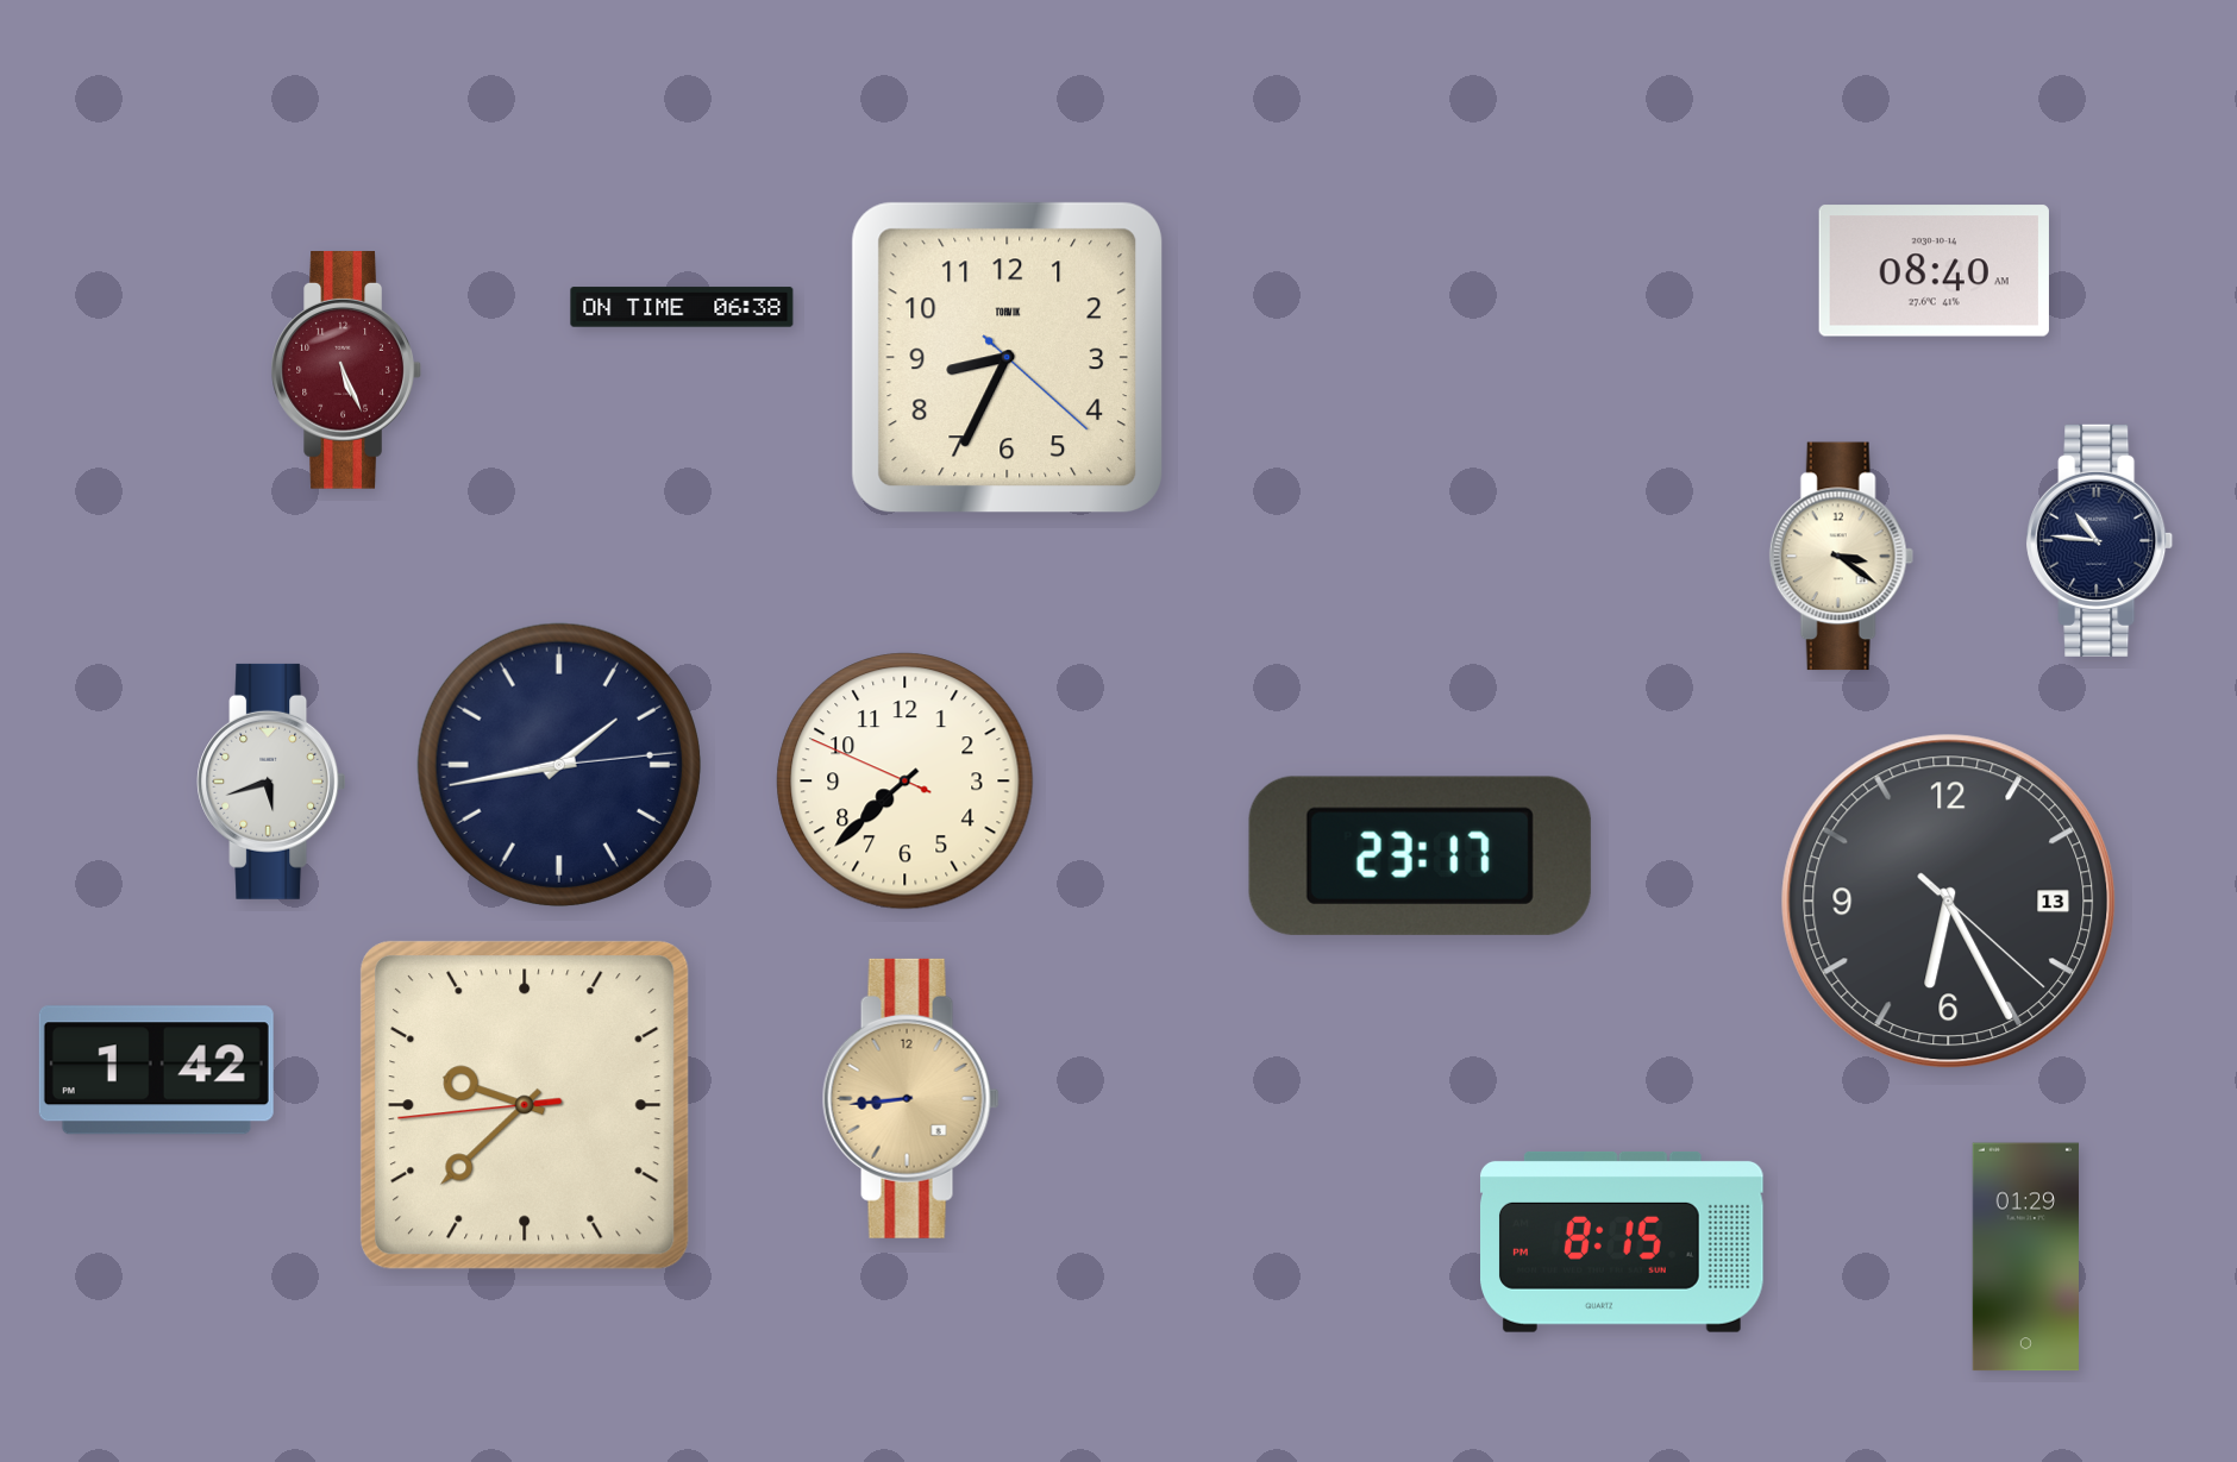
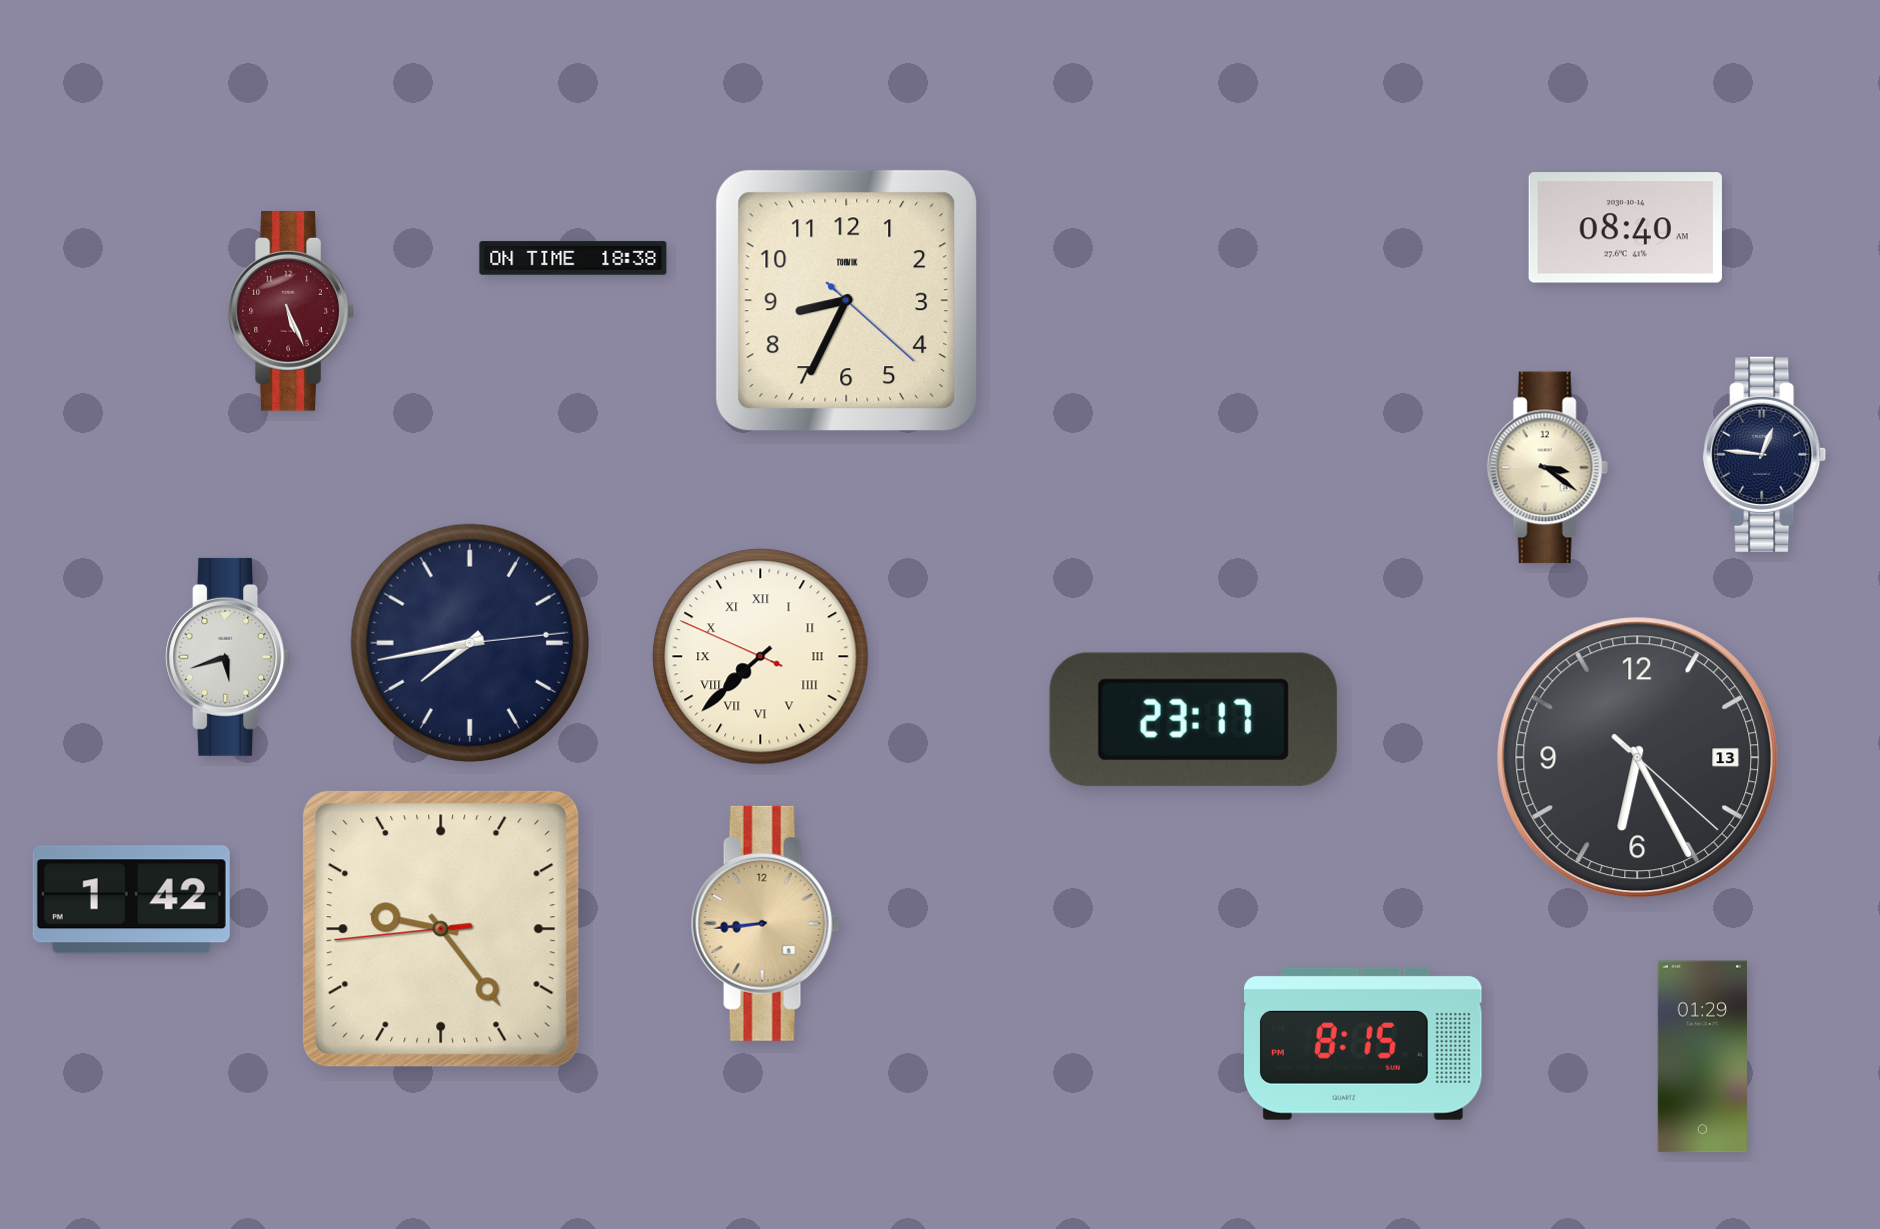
clock at (682, 307): 06:38 -> 18:38
clock at (2100, 540): 10:46 -> 12:46
clock at (559, 765): 1:43 -> 7:43
clock at (906, 782) numerals: Arabic -> Roman
clock at (526, 1106): 9:37 -> 9:23
